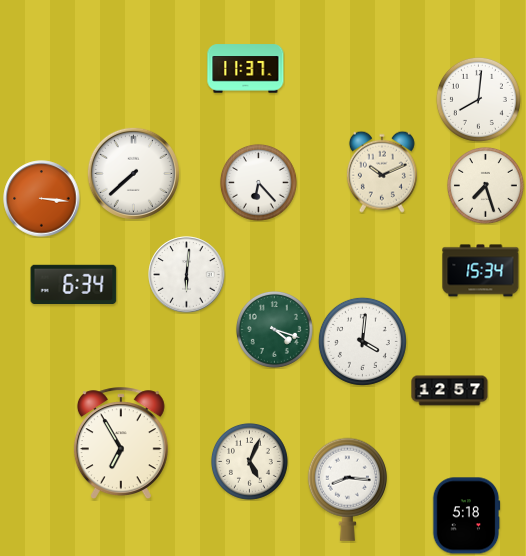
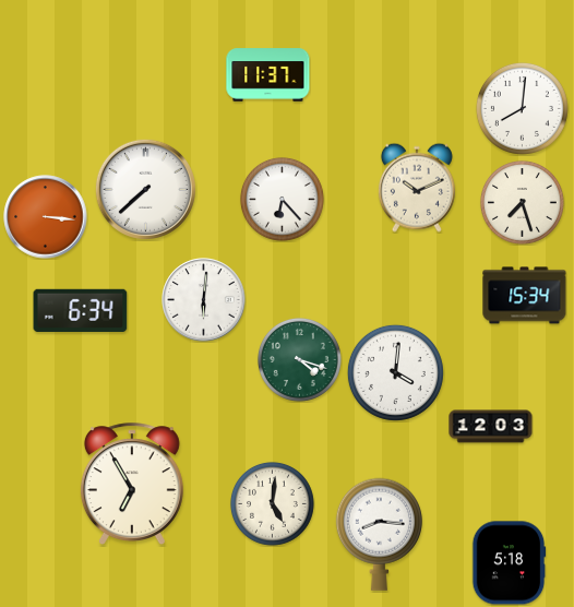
clock at (485, 185) position: (485, 185) -> (522, 202)
clock at (450, 391): 12:57 -> 12:03
clock at (249, 461): 5:04 -> 5:01
